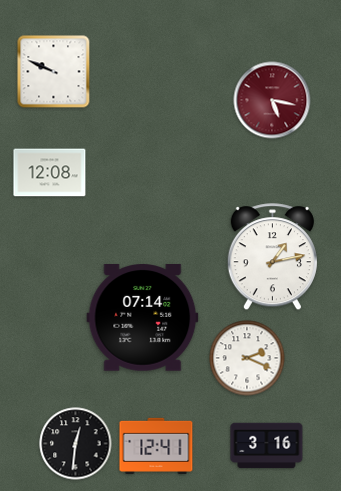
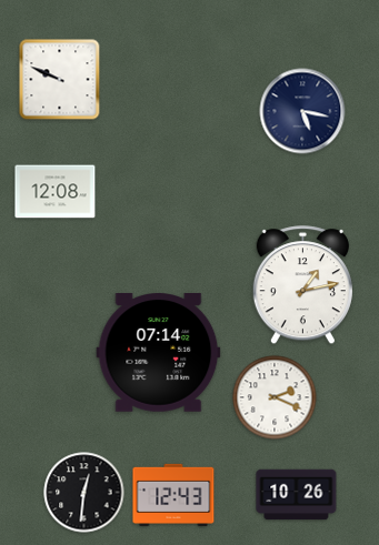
clock at (272, 100) dial: burgundy -> navy
clock at (156, 446): 12:41 -> 12:43
clock at (267, 446): 3:16 -> 10:26
